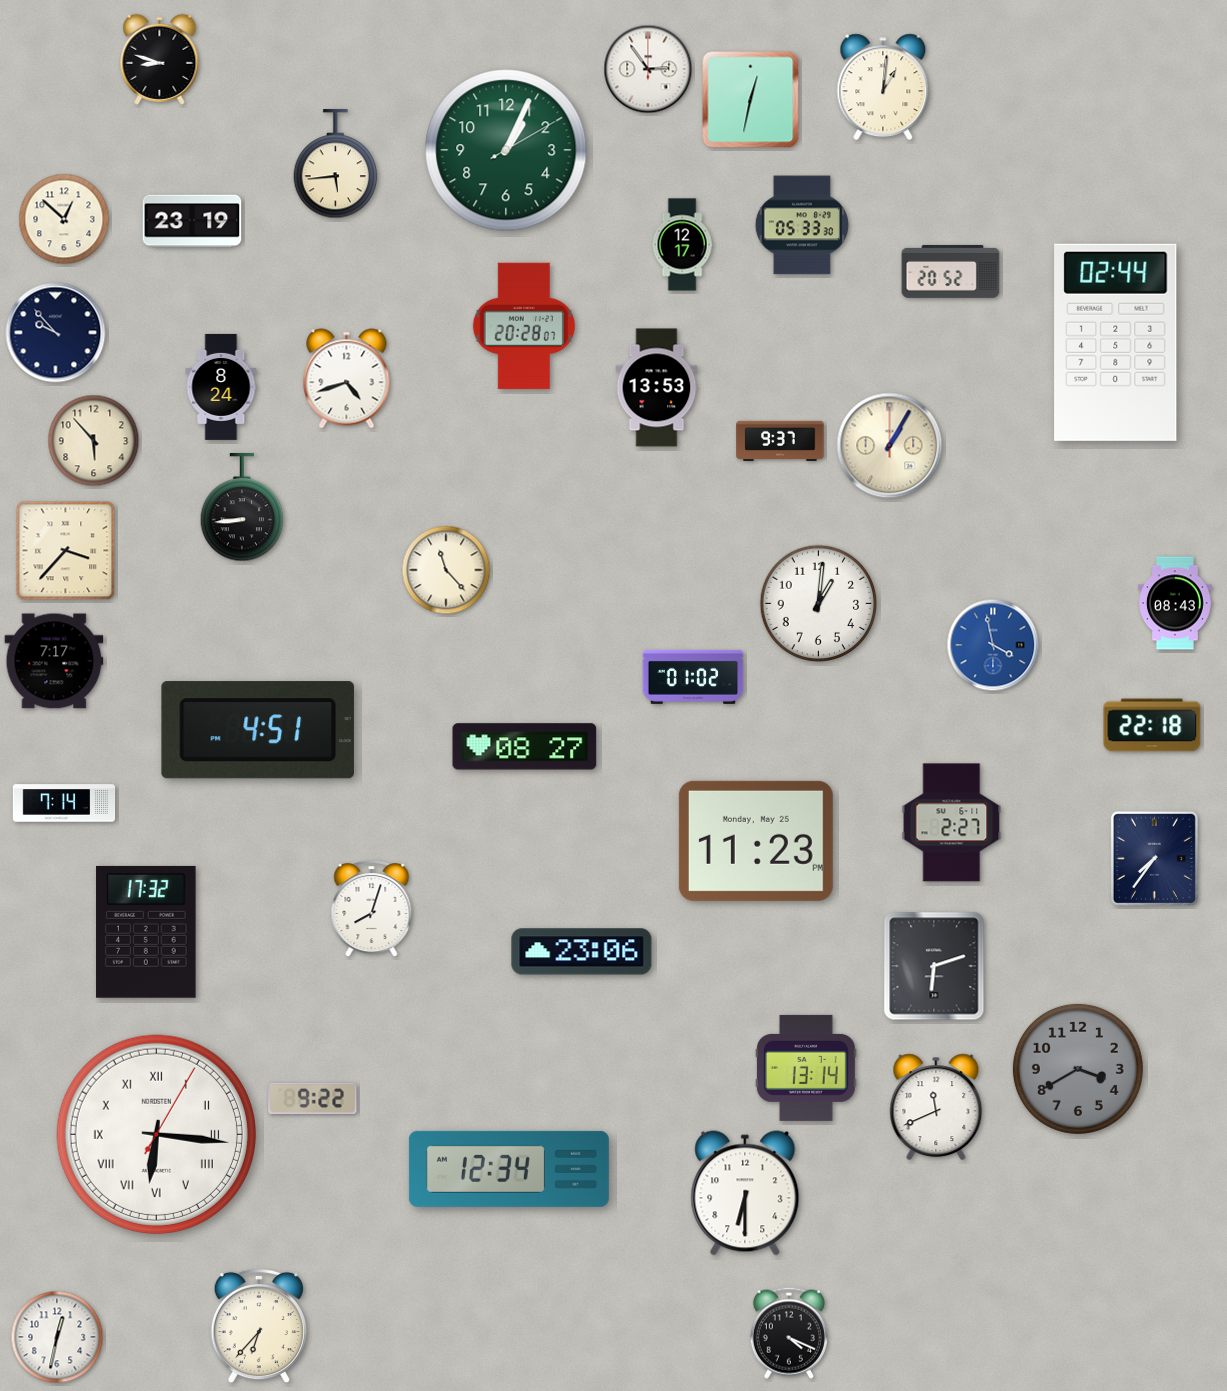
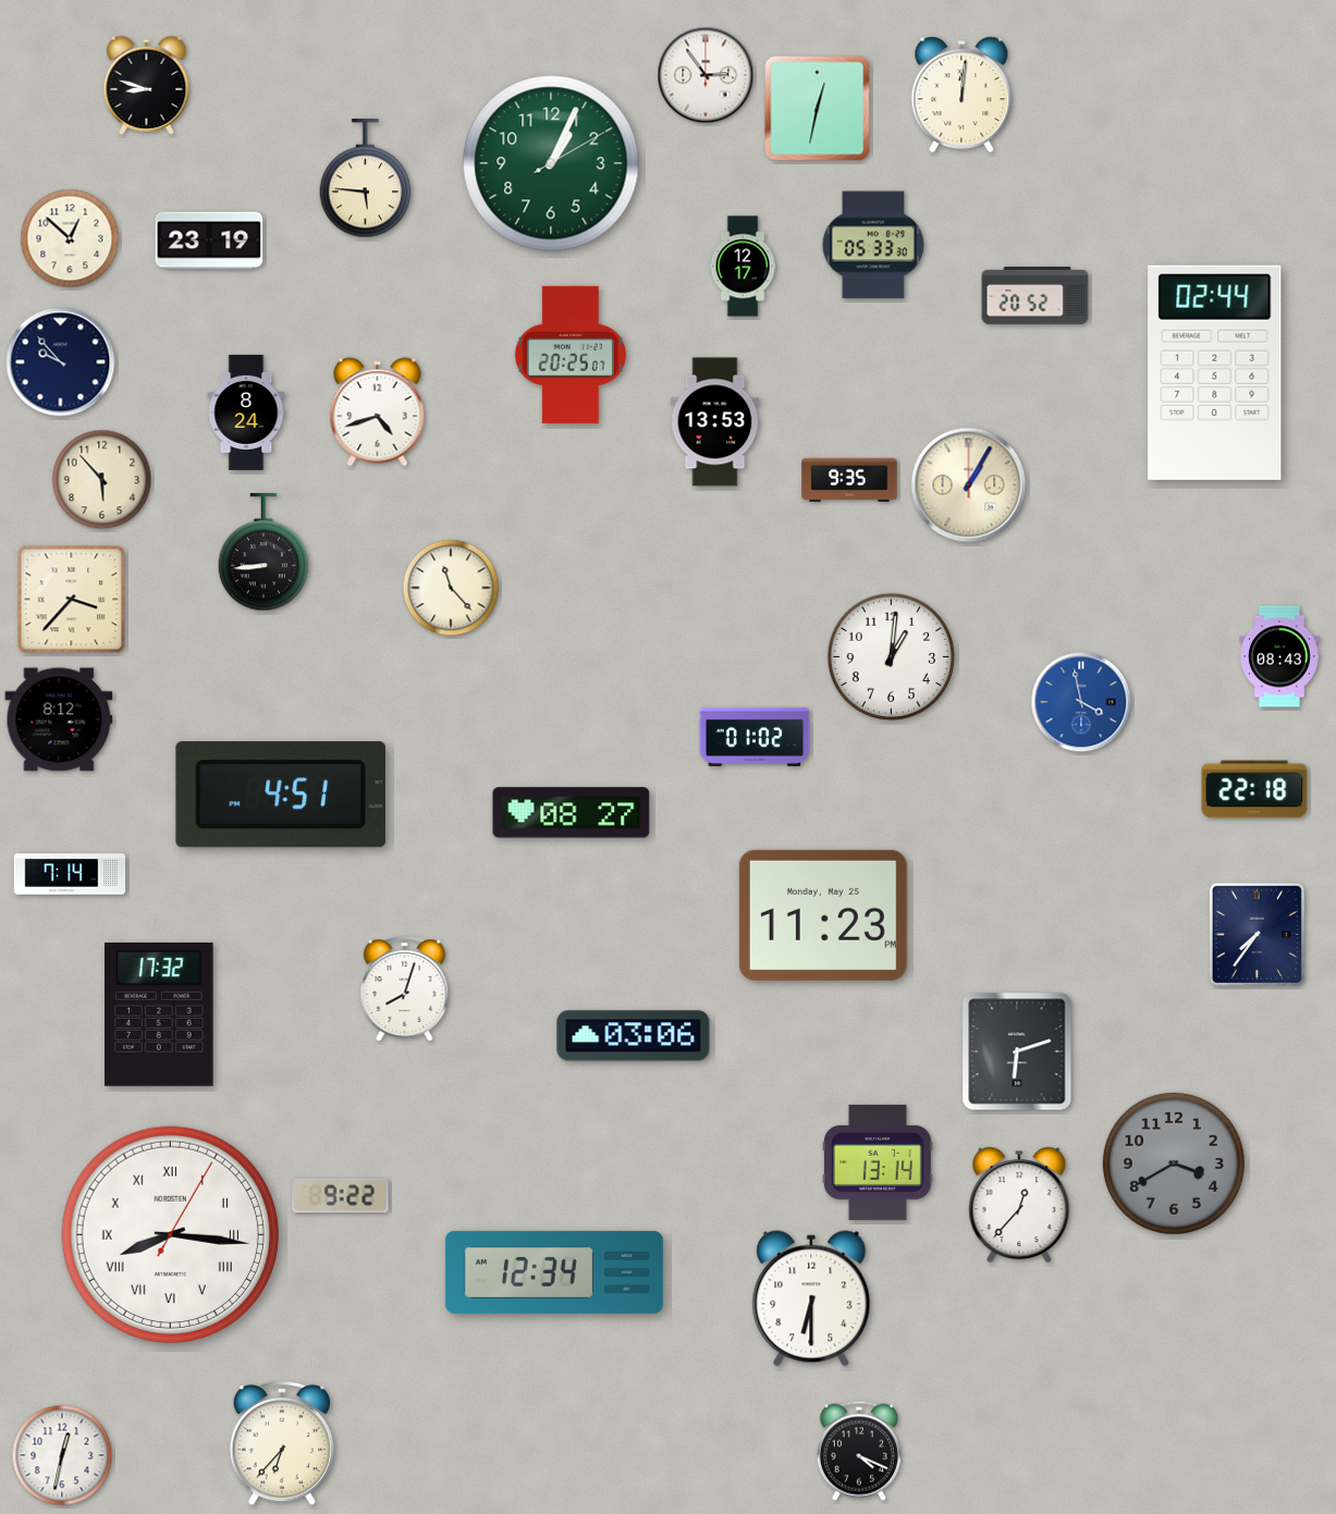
clock at (160, 59) position: (160, 59) -> (147, 85)
clock at (883, 87): 1:01 -> 12:01
clock at (336, 164): 5:44 -> 5:46
clock at (524, 326): 20:28 -> 20:25
clock at (221, 387) position: (221, 387) -> (246, 413)
clock at (780, 441): 9:37 -> 9:35
clock at (446, 570) position: (446, 570) -> (451, 588)
clock at (54, 661): 7:17 -> 8:12
clock at (952, 823): 2:27 -> none
clock at (582, 952): 23:06 -> 03:06
clock at (936, 1107): 11:41 -> 12:37
clock at (156, 1134): 6:16 -> 8:16
